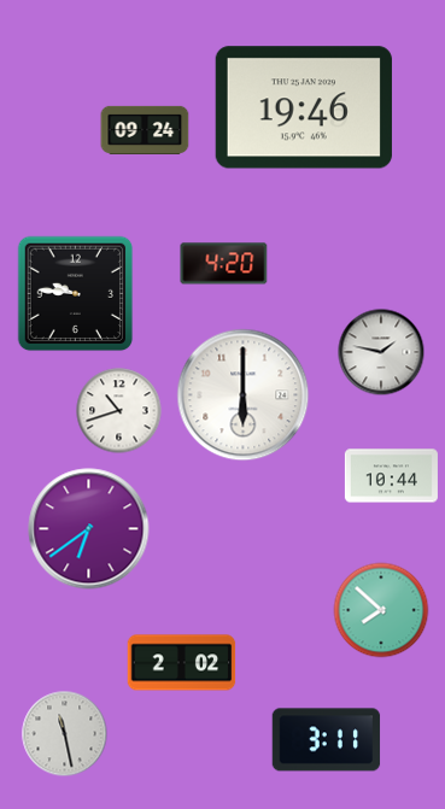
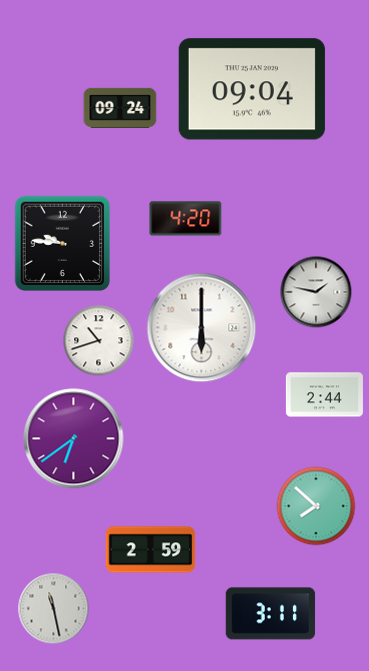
clock at (304, 107): 19:46 -> 09:04
clock at (391, 476): 10:44 -> 2:44
clock at (182, 663): 2:02 -> 2:59
